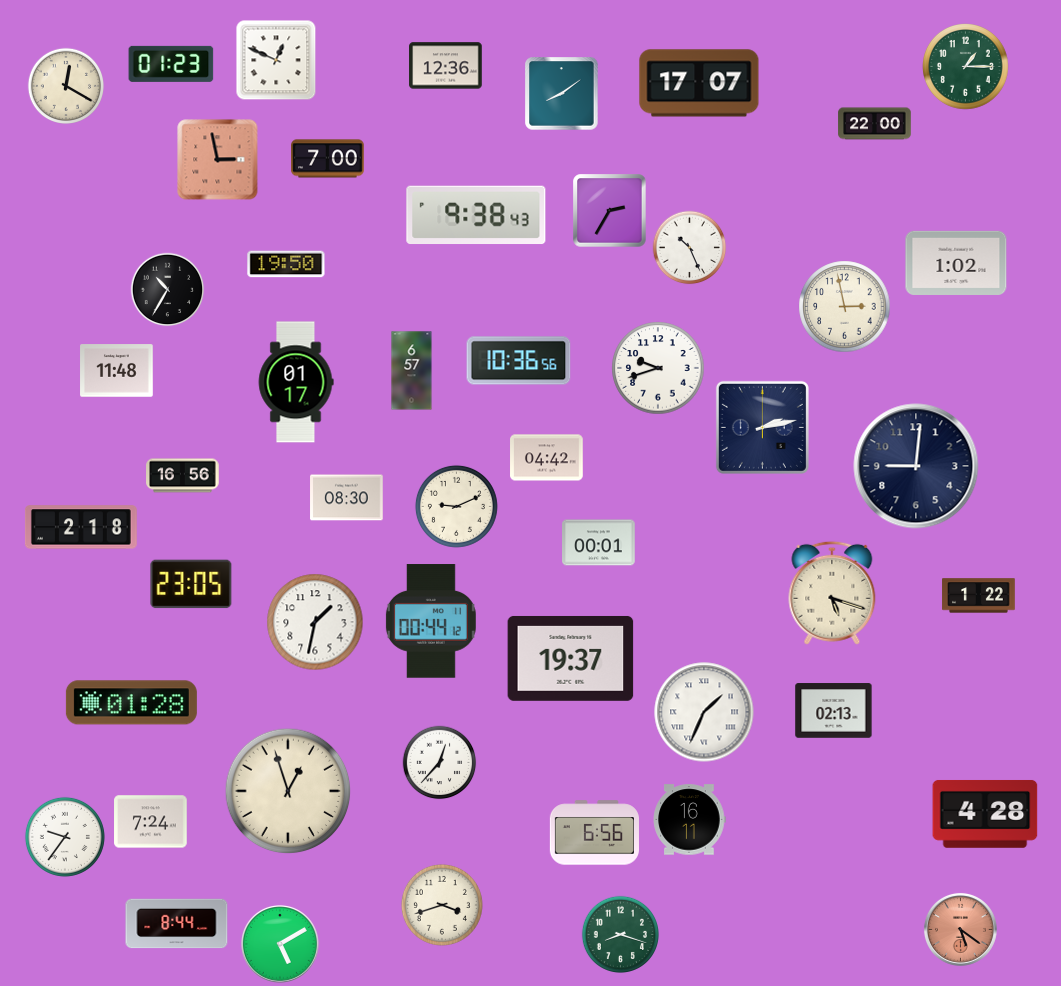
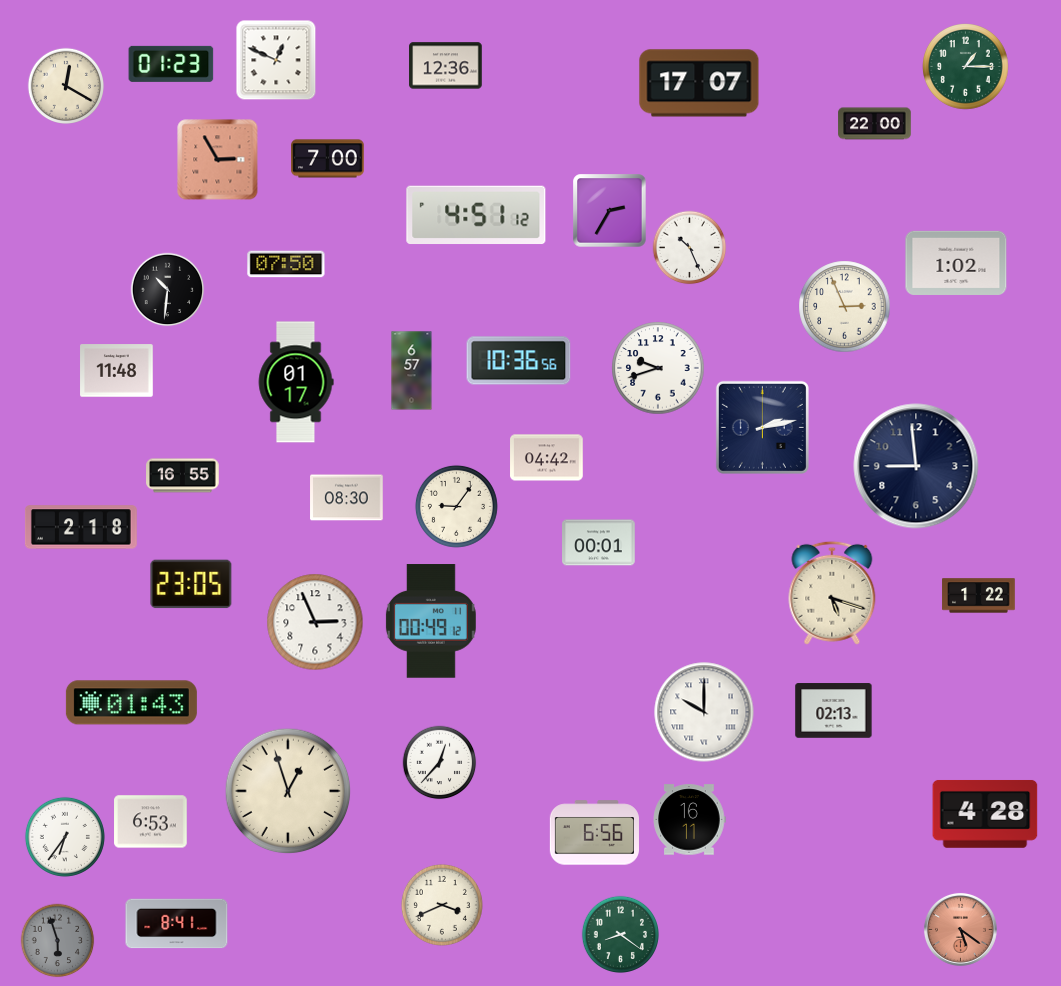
clock at (562, 94): 8:09 -> none
clock at (218, 160): 2:58 -> 2:55
clock at (476, 215): 9:38 -> 4:51
clock at (286, 264): 19:50 -> 07:50
clock at (168, 290): 10:35 -> 10:31
clock at (845, 307): 2:58 -> 2:56
clock at (916, 466): 9:01 -> 8:59
clock at (183, 476): 16:56 -> 16:55
clock at (456, 506): 9:11 -> 9:06
clock at (431, 621): 00:44 -> 00:49
clock at (315, 622): 1:32 -> 2:56
clock at (571, 658): 19:37 -> none
clock at (131, 703): 01:28 -> 01:43
clock at (704, 712): 1:34 -> 10:00
clock at (151, 822): 7:24 -> 6:53
clock at (65, 837): 9:36 -> 6:36
clock at (442, 905): 3:42 -> 3:41
clock at (177, 924): 8:44 -> 8:41
clock at (620, 934): 8:18 -> 8:21
clock at (58, 941): none -> 5:57
clock at (281, 945): 5:10 -> none
